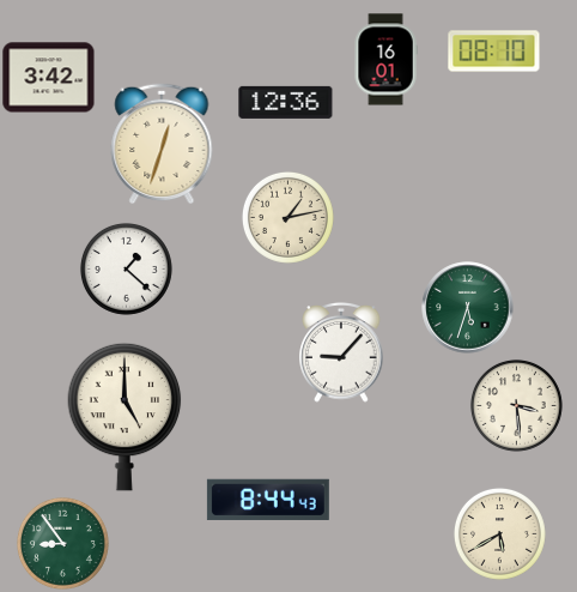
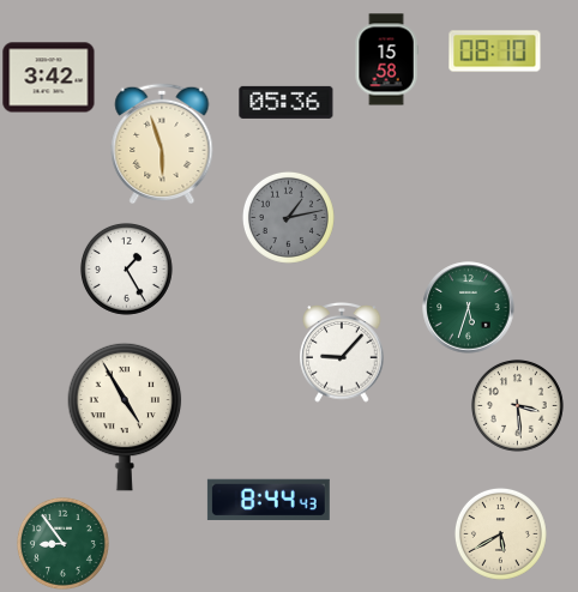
clock at (385, 60): 16:01 -> 15:58
clock at (286, 102): 12:36 -> 05:36
clock at (162, 144): 12:33 -> 5:57
clock at (287, 217) dial: cream -> grey
clock at (126, 268): 1:22 -> 1:25
clock at (124, 417): 5:00 -> 4:55
